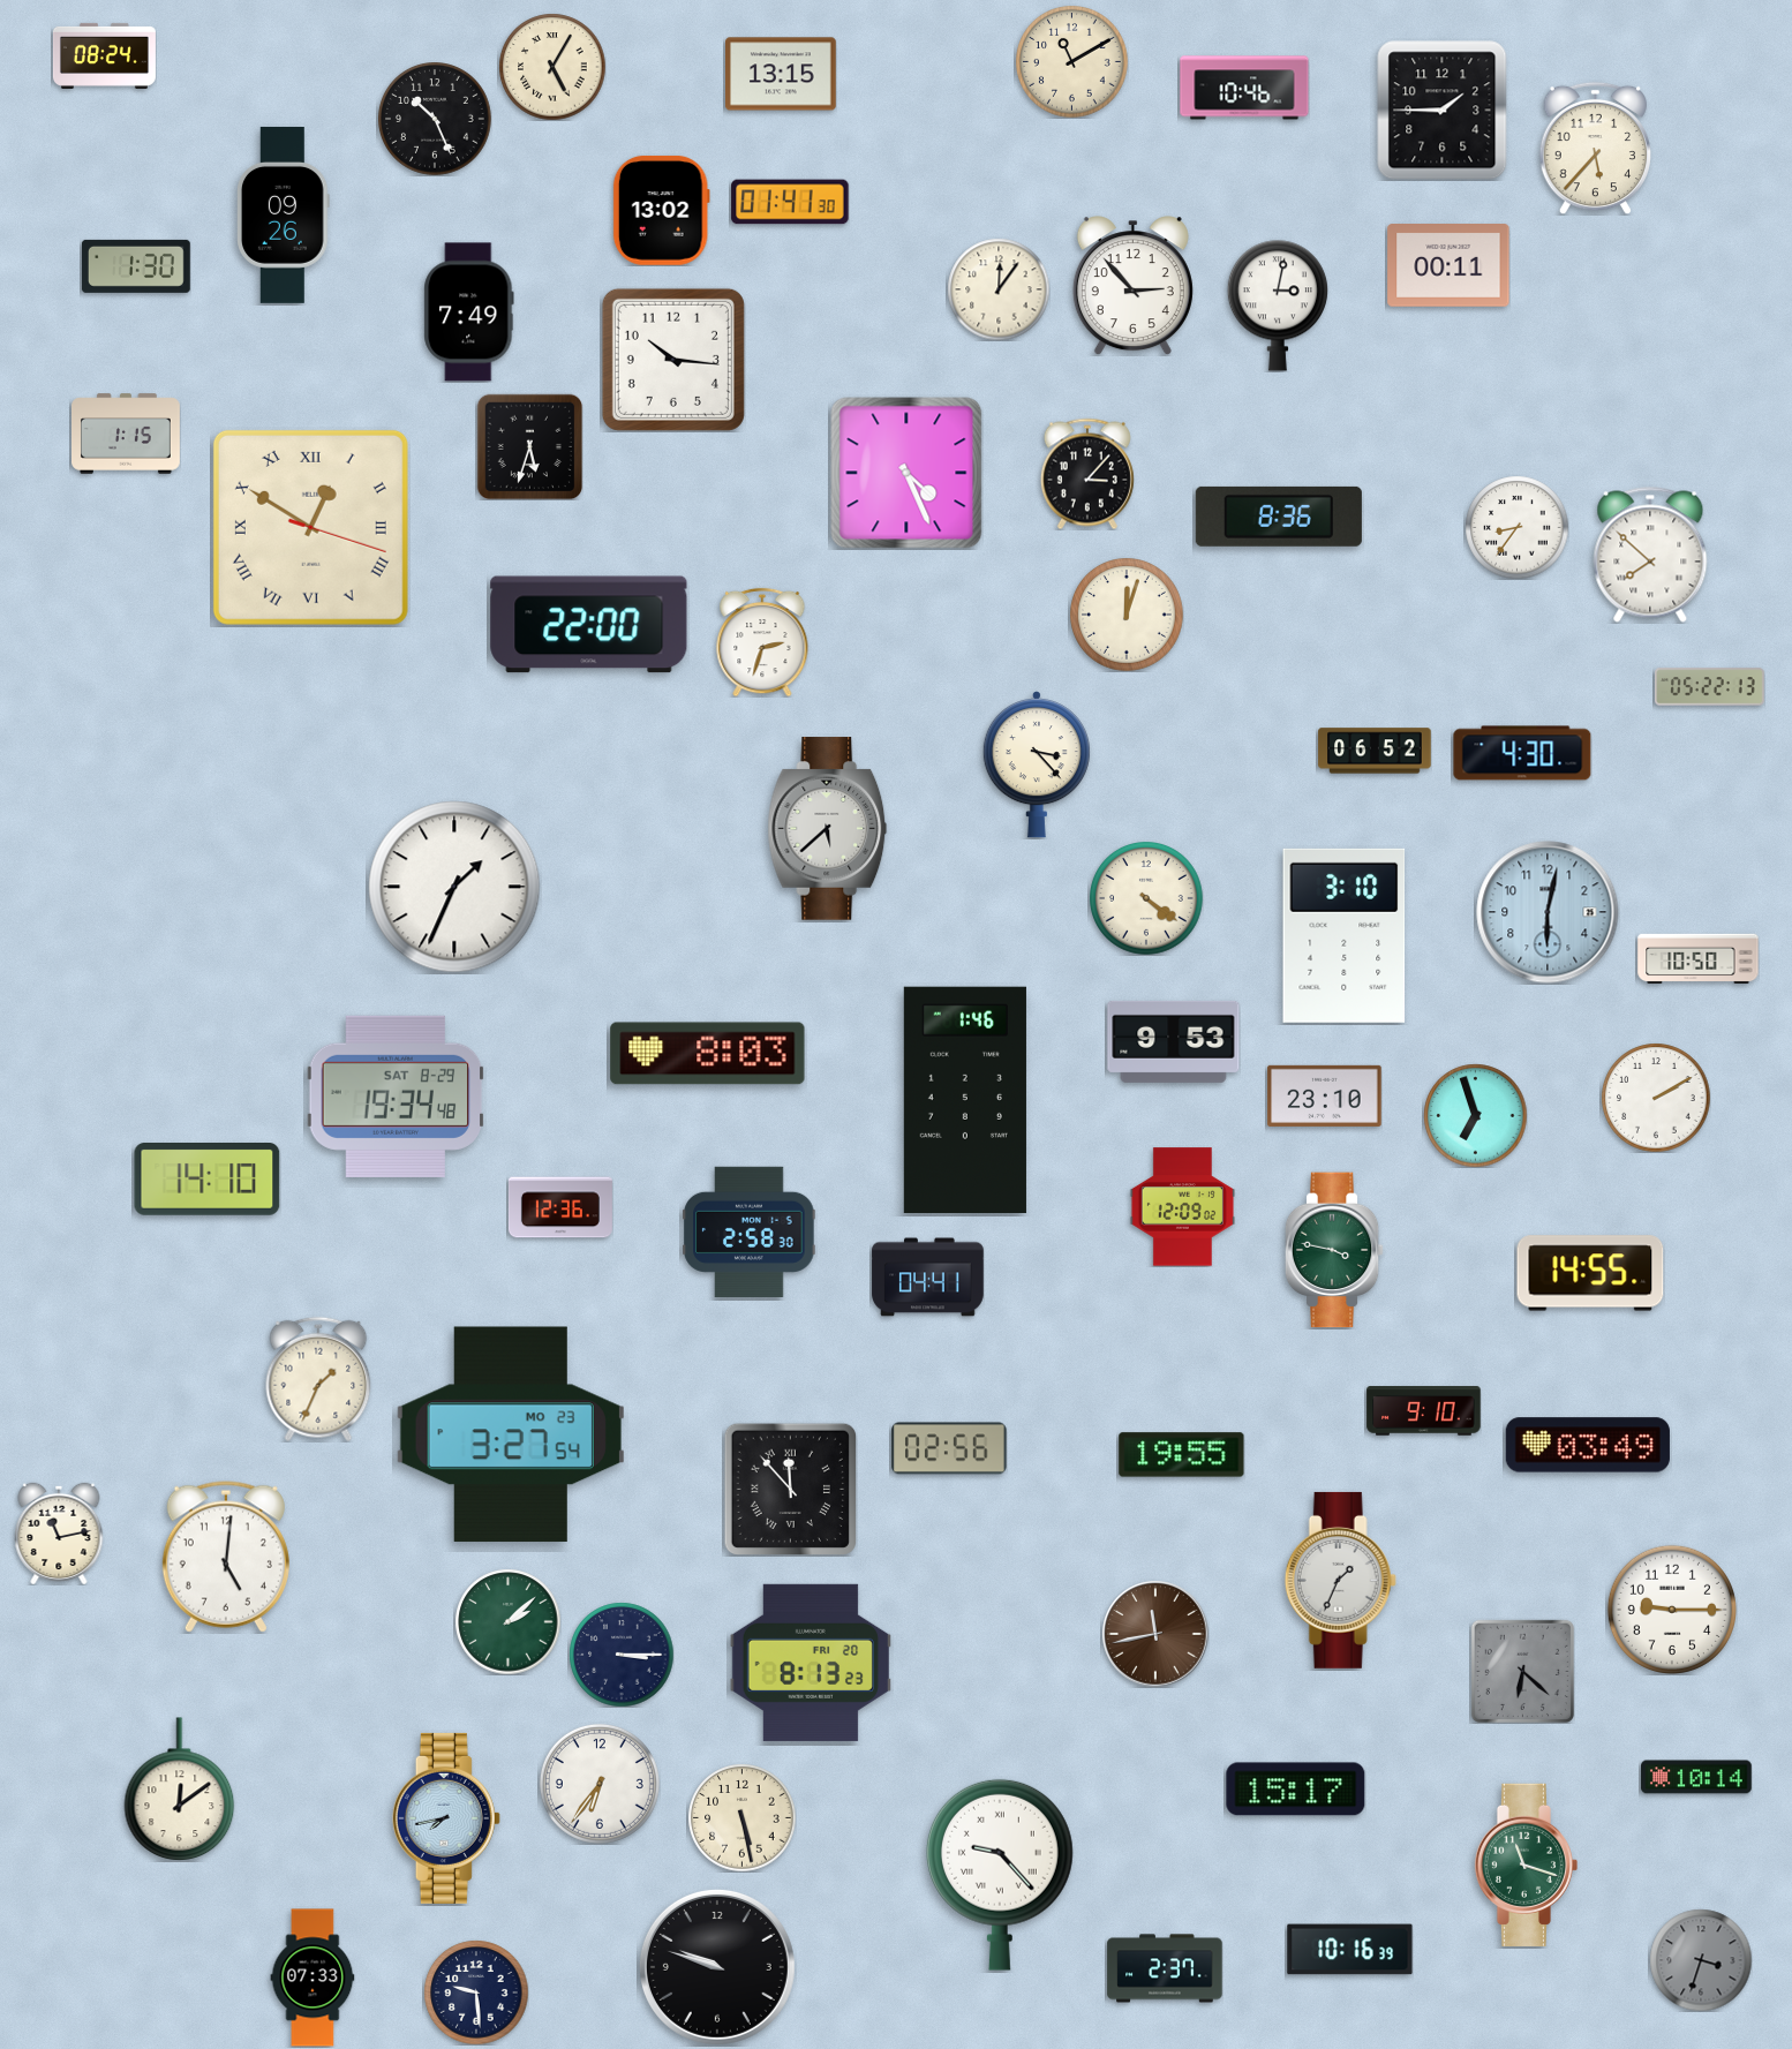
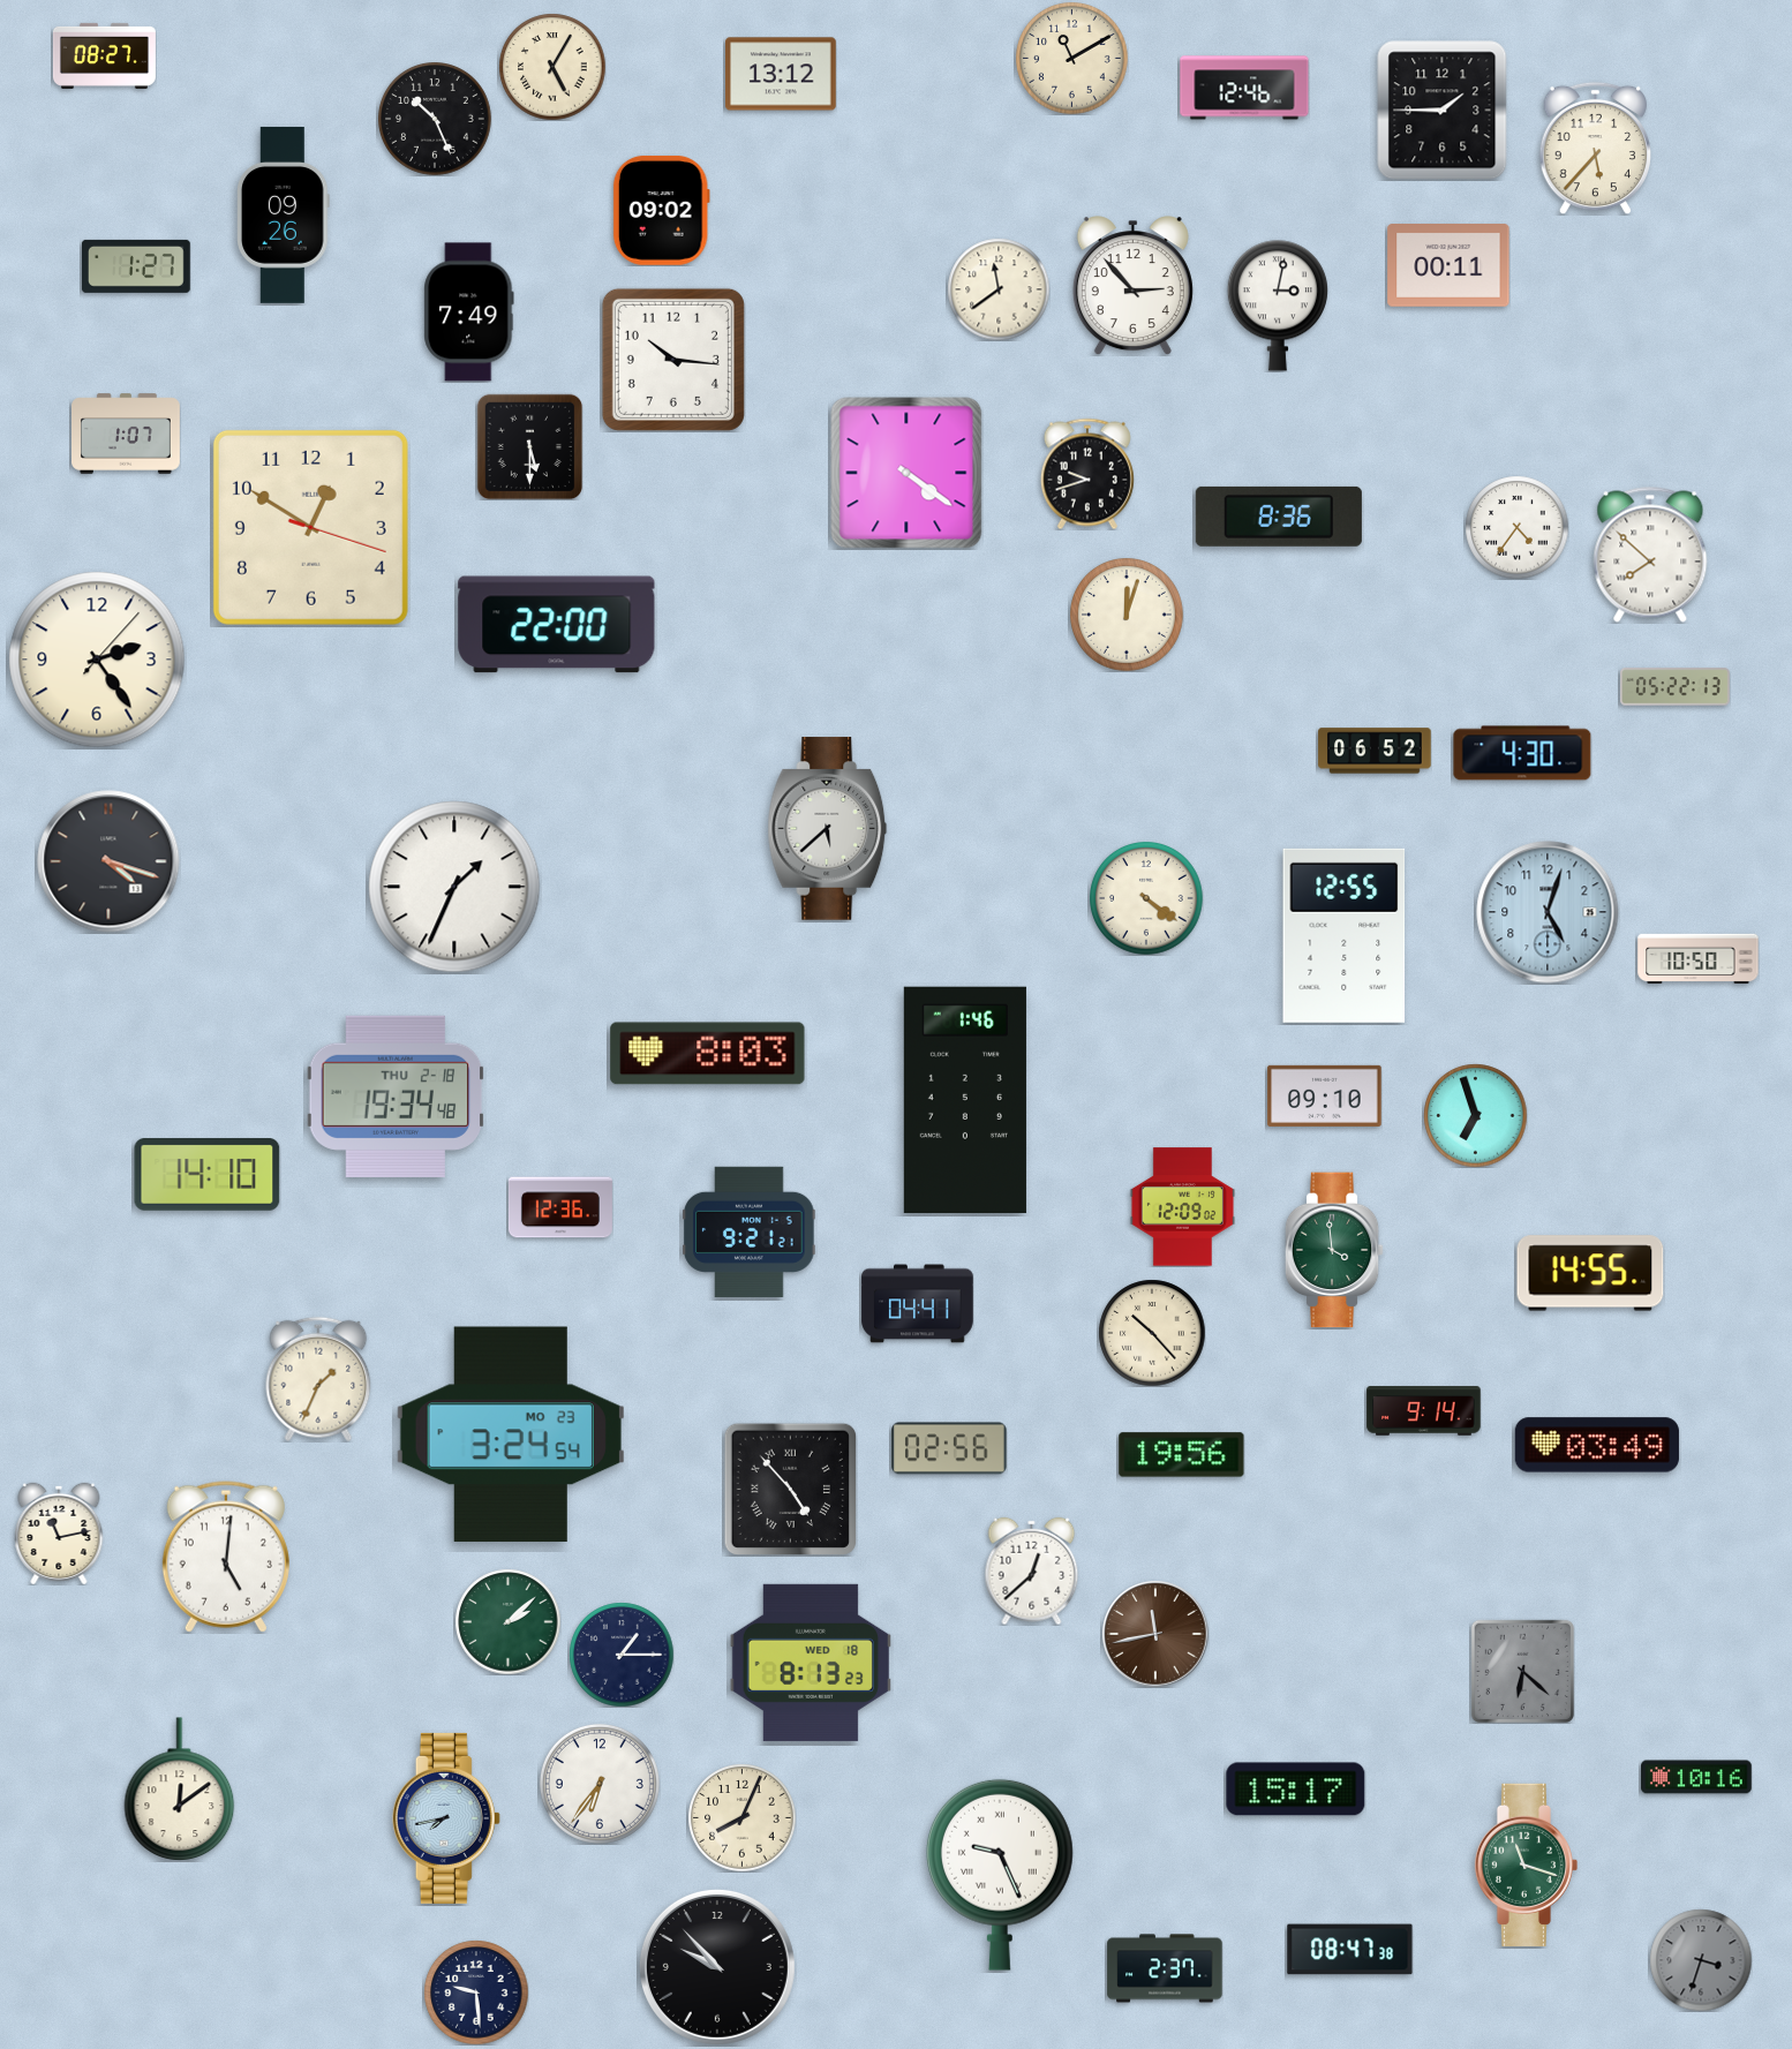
clock at (104, 55): 08:24 -> 08:27
clock at (1072, 62) position: (1072, 62) -> (1072, 59)
clock at (782, 74): 13:15 -> 13:12
clock at (1244, 88): 10:46 -> 12:46
clock at (790, 202): 01:41 -> none
clock at (661, 210): 13:02 -> 09:02
clock at (136, 266): 1:30 -> 1:27
clock at (999, 289): 12:06 -> 11:39
clock at (127, 434): 1:15 -> 1:07
clock at (529, 446): 5:33 -> 5:30
clock at (906, 473): 4:26 -> 4:21
clock at (1087, 474): 3:07 -> 9:42
clock at (310, 527) numerals: Roman -> Arabic
clock at (1516, 527): 8:36 -> 4:36
clock at (589, 625) position: (589, 625) -> (557, 625)
clock at (762, 642): 2:33 -> none
clock at (97, 660): none -> 2:24
clock at (1710, 687) position: (1710, 687) -> (1676, 687)
clock at (1037, 764): 3:23 -> none
clock at (108, 861): none -> 4:18
clock at (1548, 912): 6:02 -> 5:03
clock at (1345, 935): 3:10 -> 12:55
clock at (1174, 1041): 9:53 -> none
clock at (1325, 1095): 23:10 -> 09:10
clock at (396, 1097) date: SAT 8-29 -> THU 2-18
clock at (1656, 1098): 2:10 -> none
clock at (208, 1180) position: (208, 1180) -> (208, 1175)
clock at (750, 1231): 2:58 -> 9:21
clock at (1334, 1250): 3:47 -> 3:59
clock at (928, 1278) position: (928, 1278) -> (918, 1304)
clock at (1152, 1333): none -> 10:23
clock at (1424, 1411): 9:10 -> 9:14
clock at (511, 1434): 3:27 -> 3:24
clock at (1588, 1445) position: (1588, 1445) -> (1597, 1445)
clock at (1182, 1455): 19:55 -> 19:56
clock at (790, 1489): 11:53 -> 4:53
clock at (1032, 1570): none -> 12:38
clock at (1340, 1580): 1:34 -> none
clock at (1672, 1610): 9:15 -> none
clock at (622, 1655): 3:15 -> 1:15
clock at (811, 1663) date: FRI 20 -> WED 18
clock at (1696, 1777): 10:14 -> 10:16
clock at (741, 1817): 5:28 -> 8:04
clock at (1000, 1875): 9:23 -> 9:26
clock at (1350, 1950): 10:16 -> 08:47
clock at (717, 1967): 9:48 -> 9:53
clock at (313, 1978): 07:33 -> none
